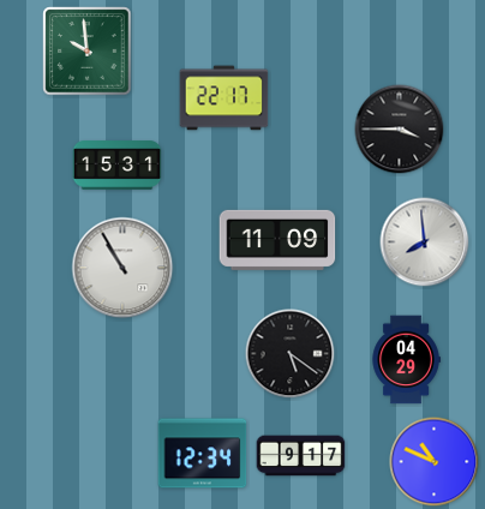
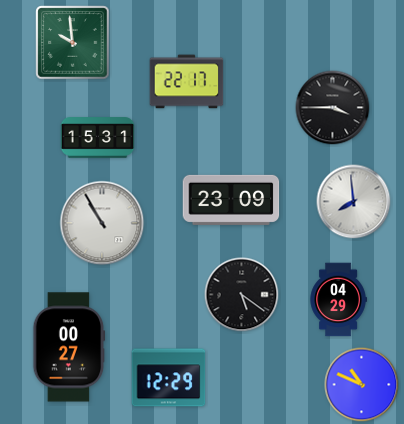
clock at (277, 240): 11:09 -> 23:09
clock at (69, 347): none -> 00:27
clock at (203, 454): 12:34 -> 12:29
clock at (301, 456): 9:17 -> none
